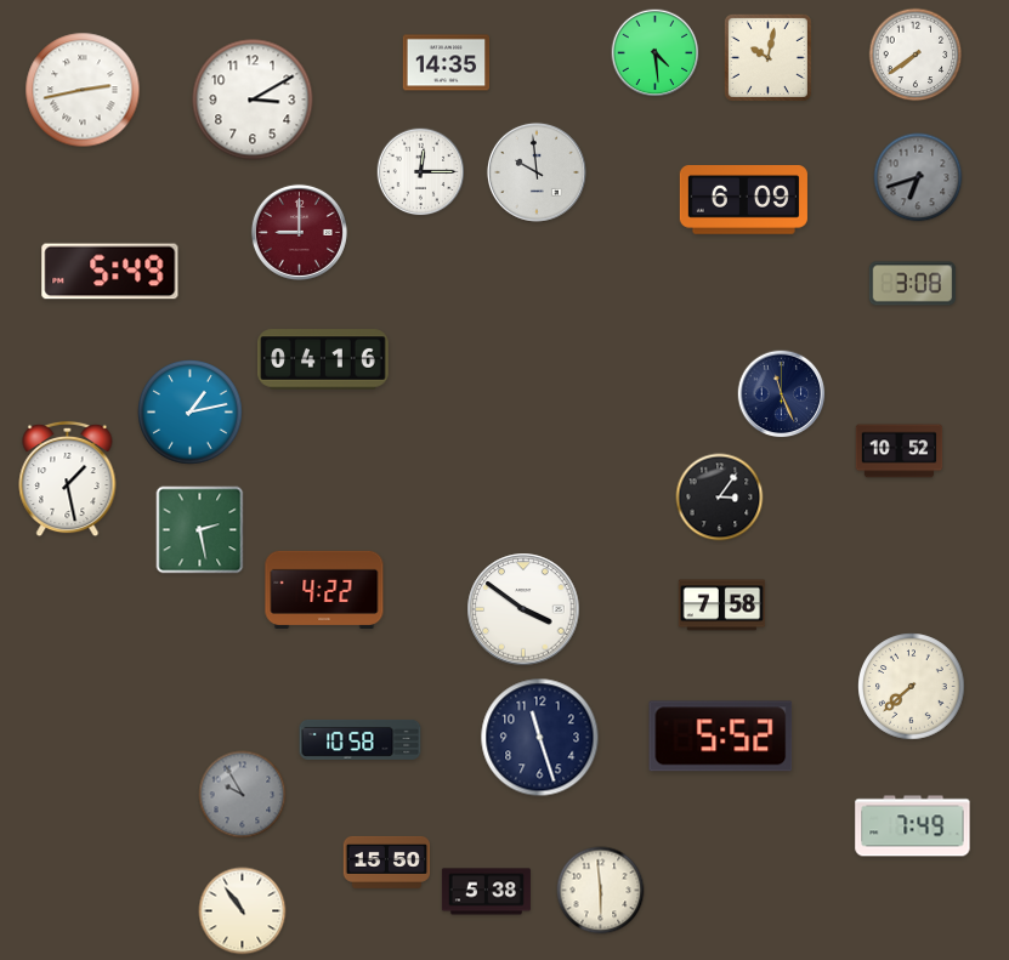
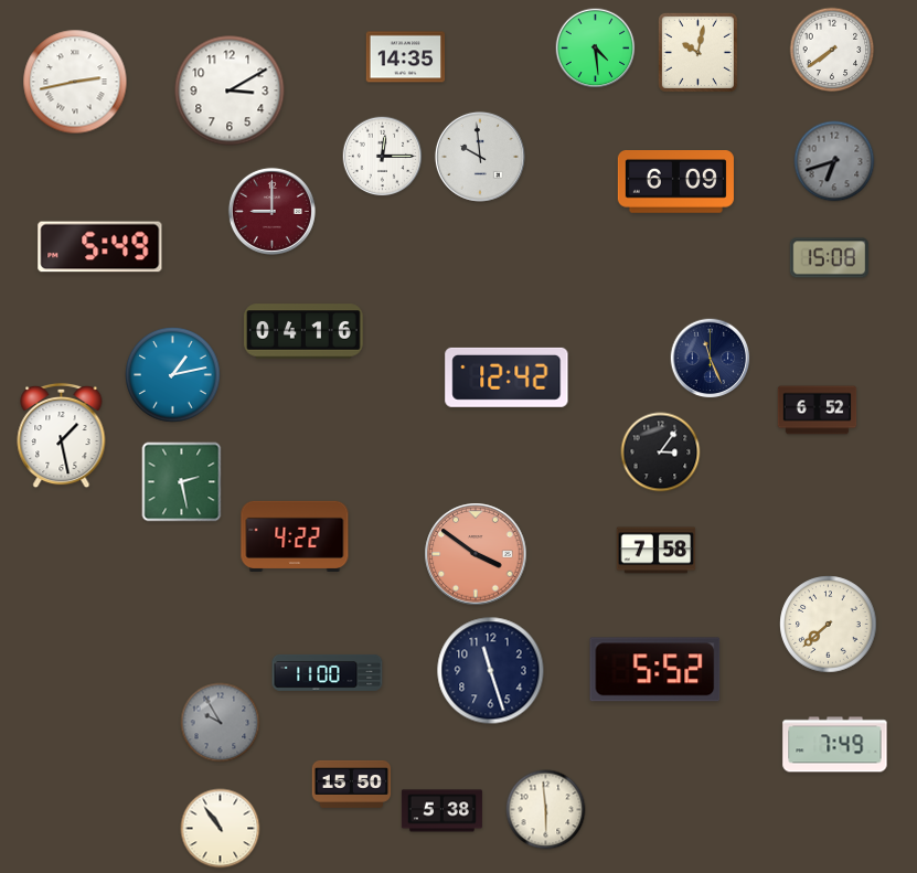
clock at (537, 172) position: (537, 172) -> (480, 157)
clock at (913, 284): 3:08 -> 15:08
clock at (324, 359) position: (324, 359) -> (305, 331)
clock at (507, 377): none -> 12:42
clock at (900, 451): 10:52 -> 6:52
clock at (720, 498) position: (720, 498) -> (661, 453)
clock at (523, 609) dial: white -> salmon
clock at (361, 739): 10:58 -> 11:00
clock at (913, 826) position: (913, 826) -> (835, 745)
